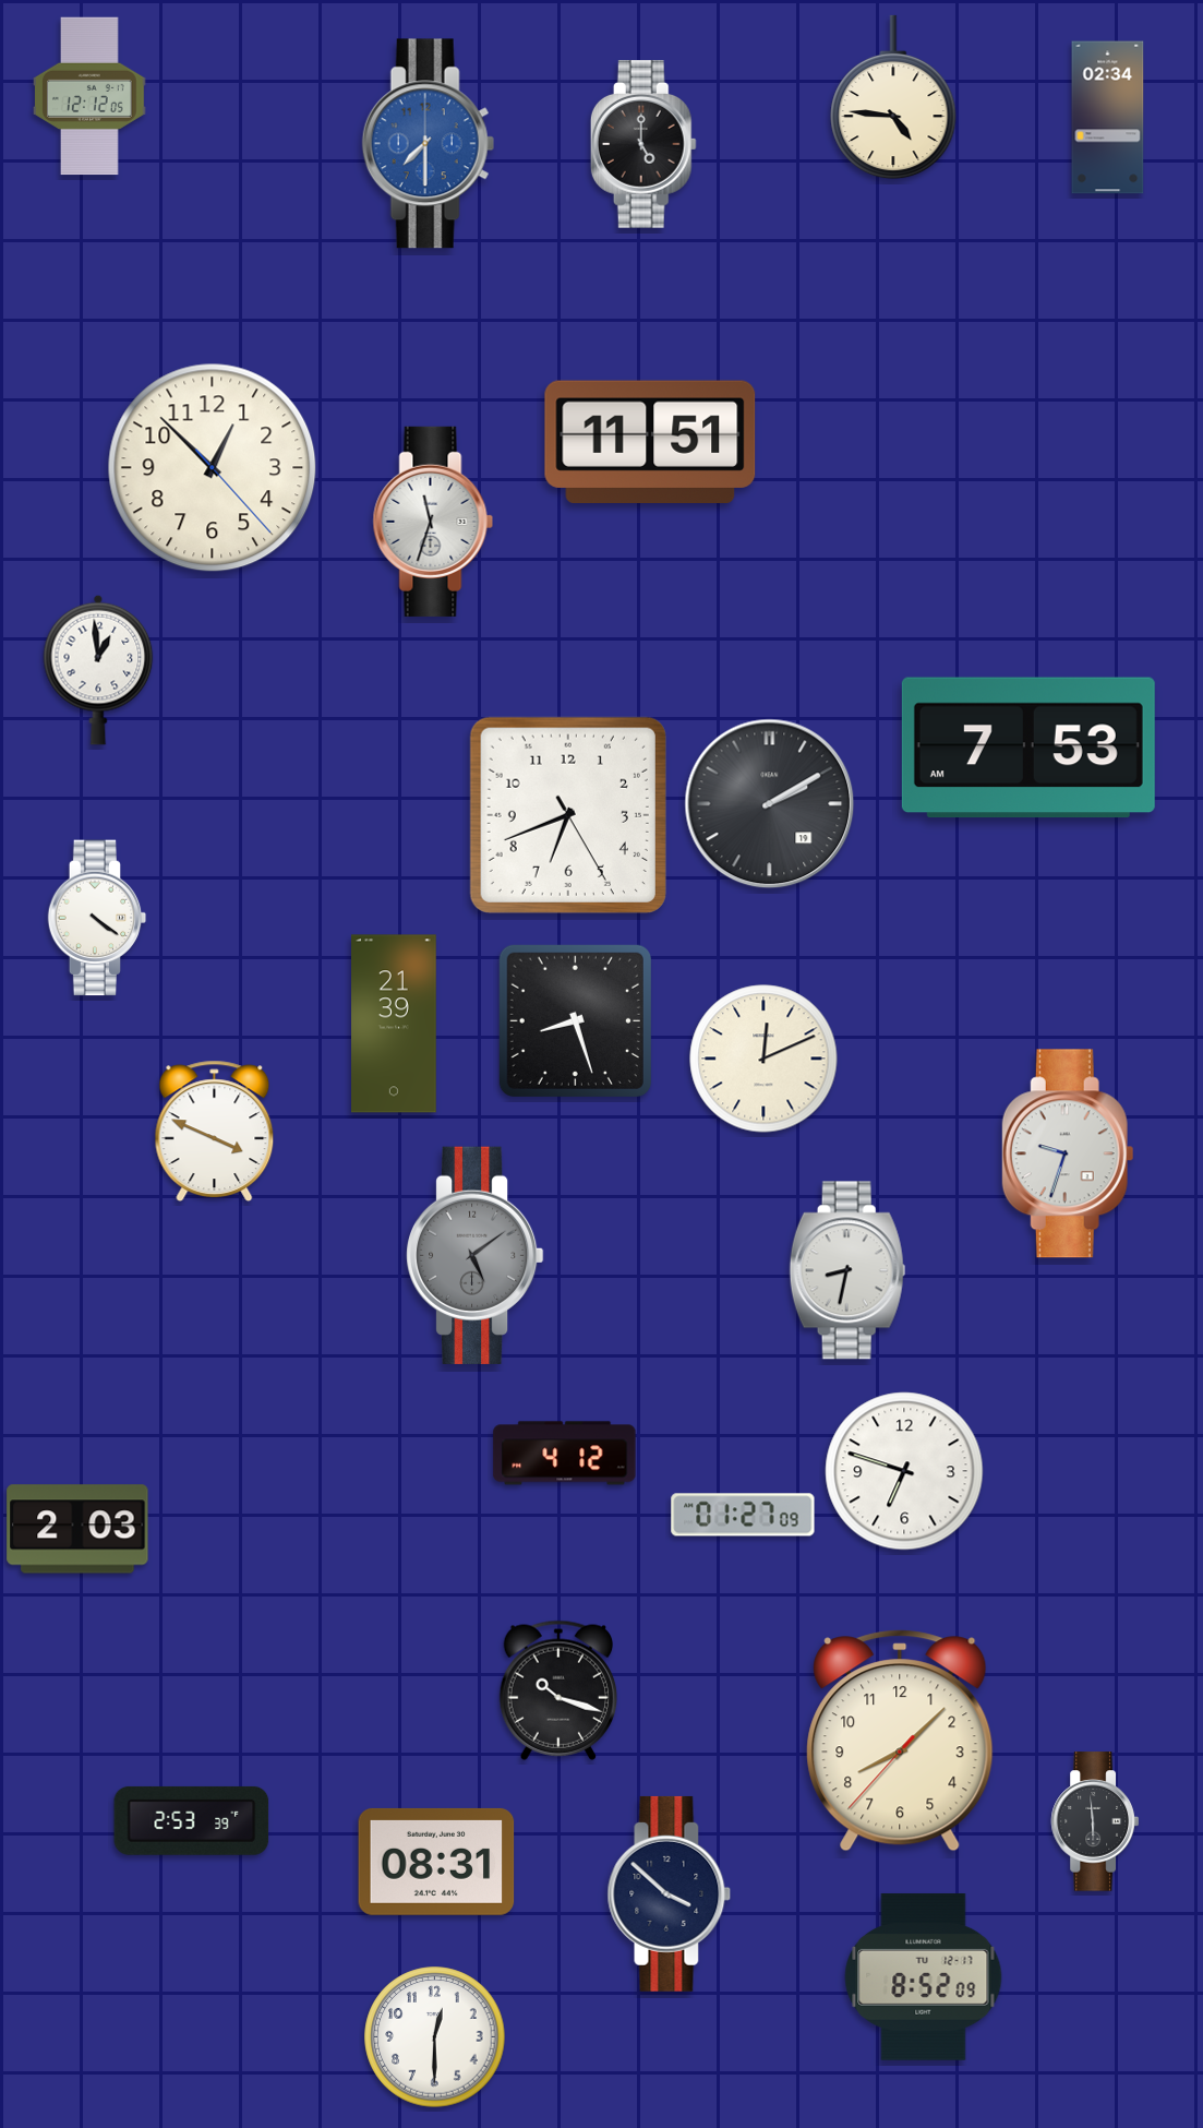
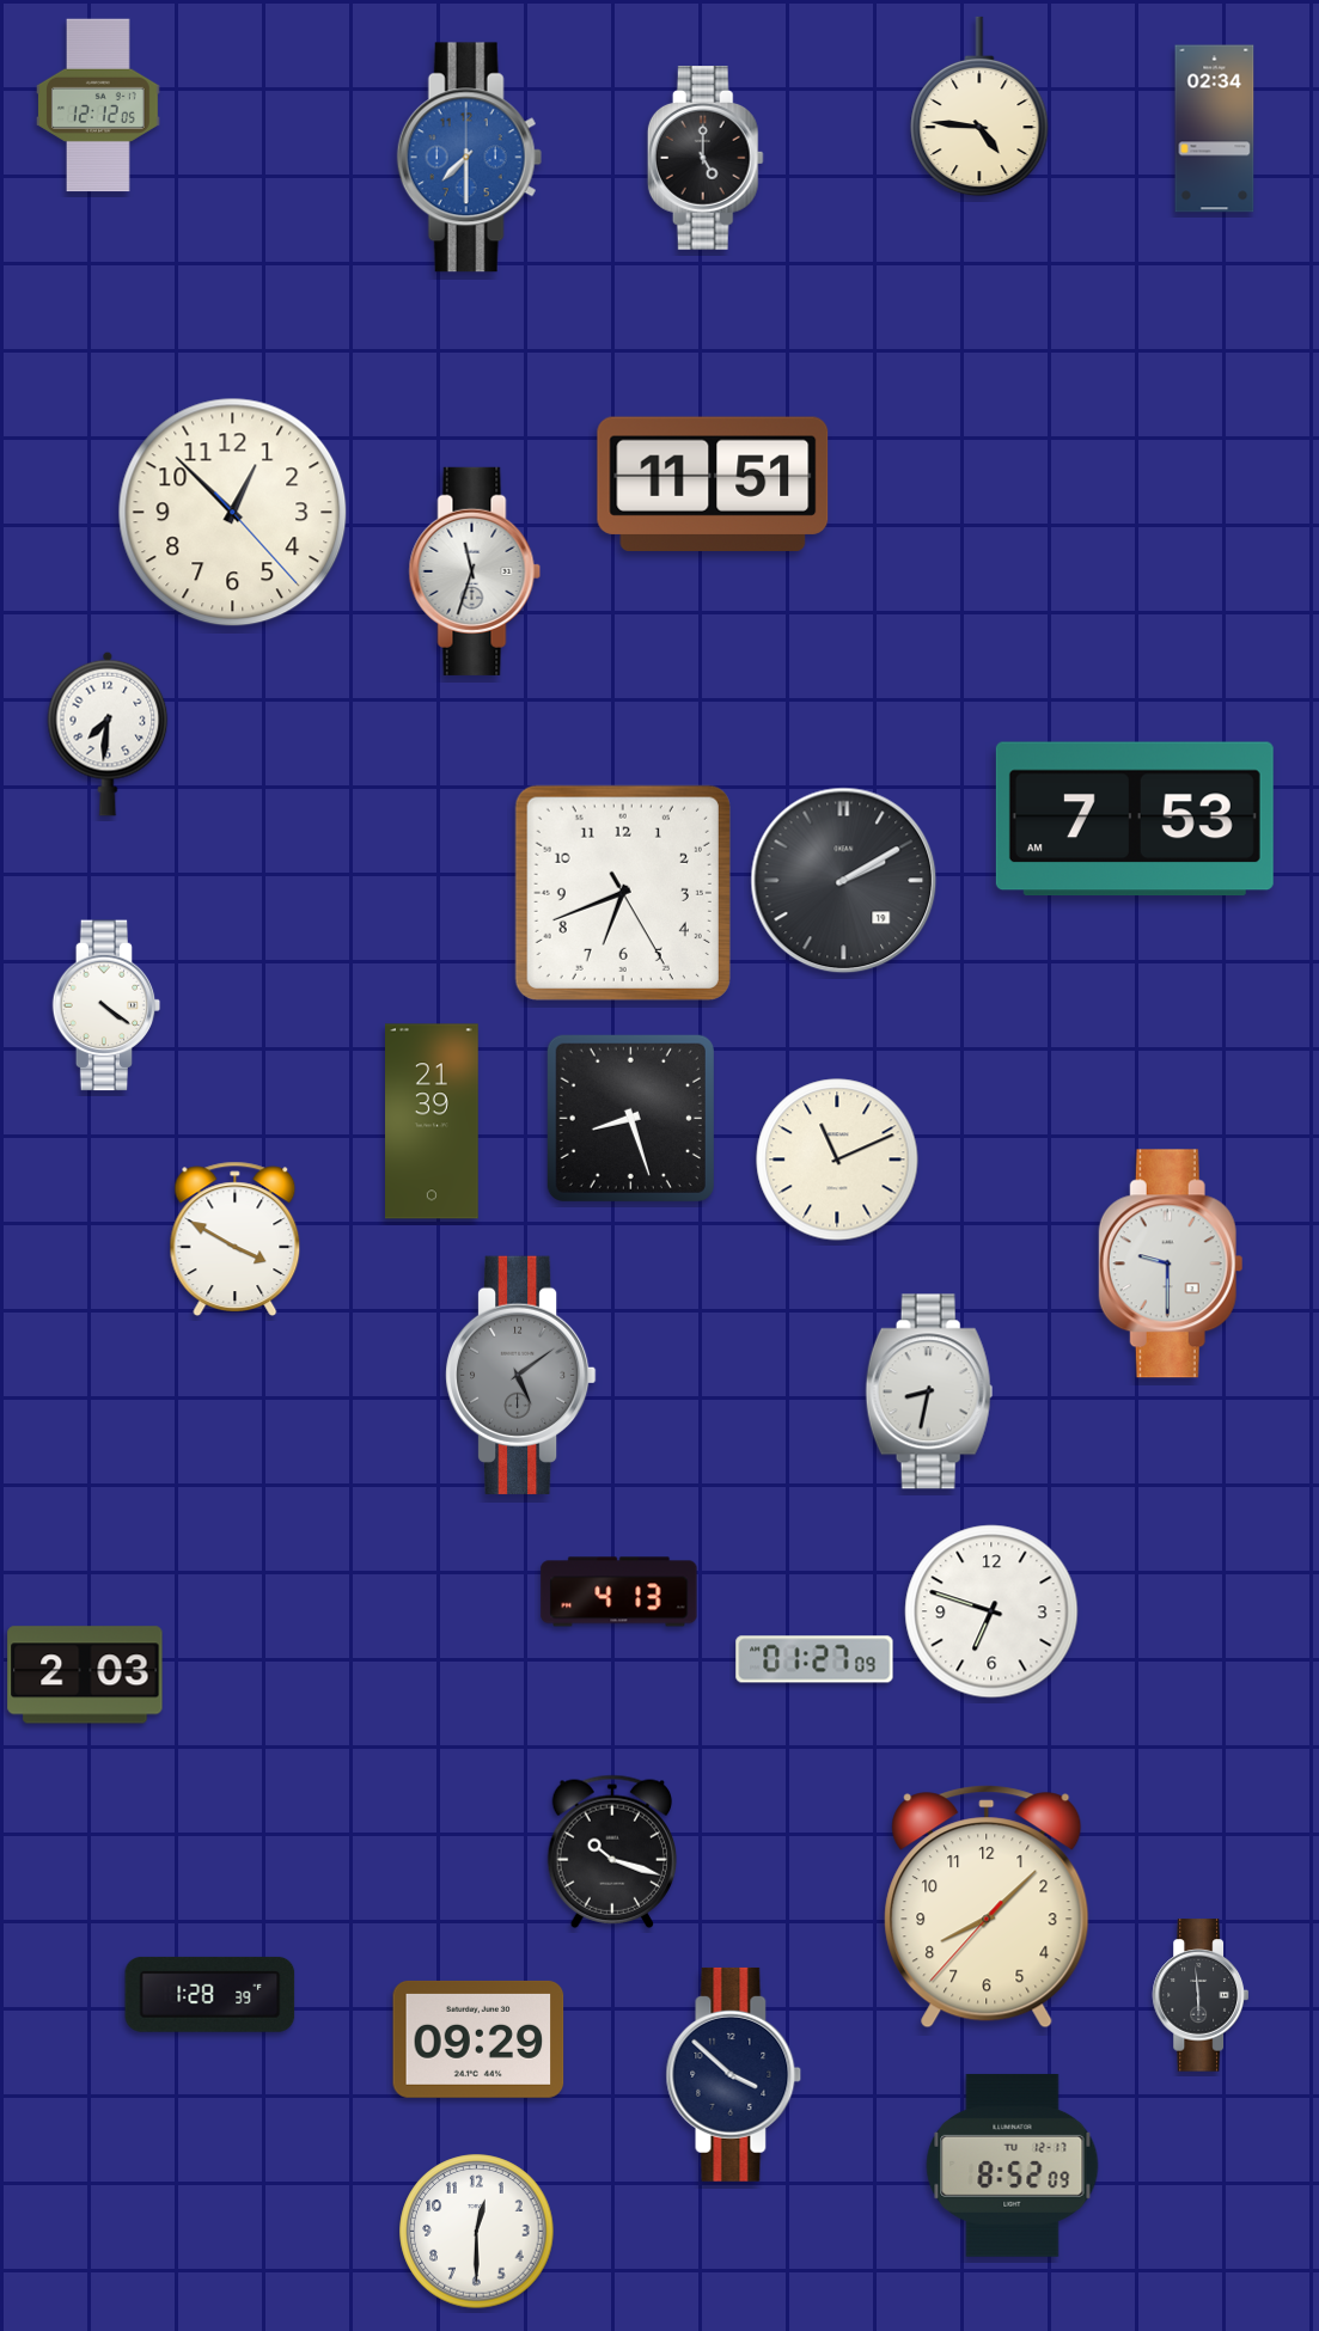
clock at (98, 670): 12:59 -> 7:31
clock at (1028, 748) position: (1028, 748) -> (1135, 819)
clock at (763, 1059): 12:11 -> 11:11
clock at (215, 1131): 3:49 -> 3:50
clock at (1068, 1153): 9:33 -> 9:30
clock at (565, 1454): 4:12 -> 4:13
clock at (192, 1820): 2:53 -> 1:28
clock at (436, 1862): 08:31 -> 09:29
